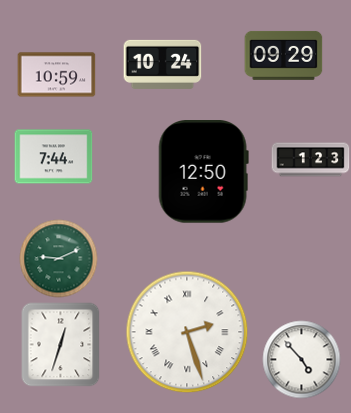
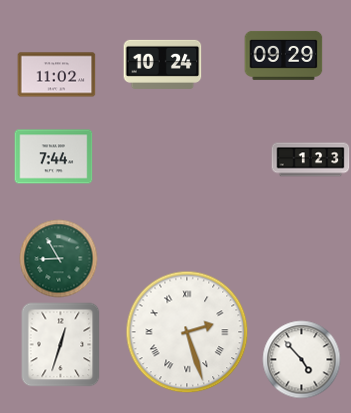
clock at (56, 75): 10:59 -> 11:02
clock at (203, 172): 12:50 -> none
clock at (58, 258): 9:11 -> 8:55
